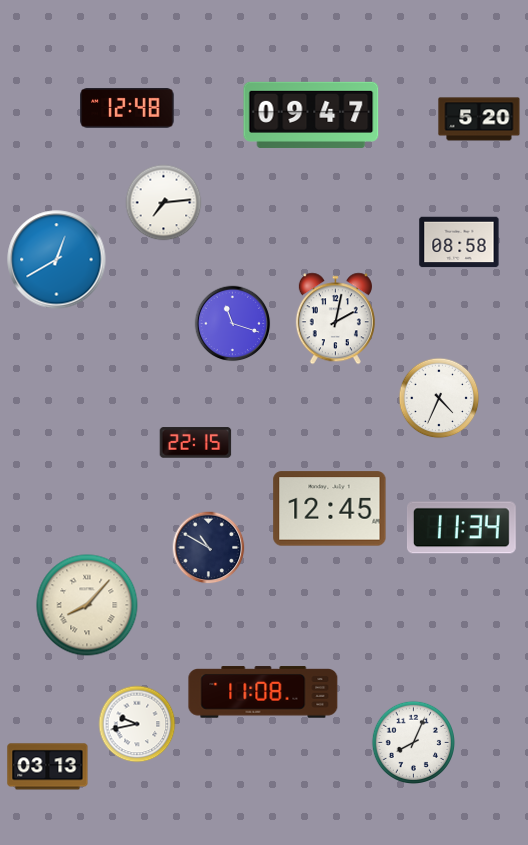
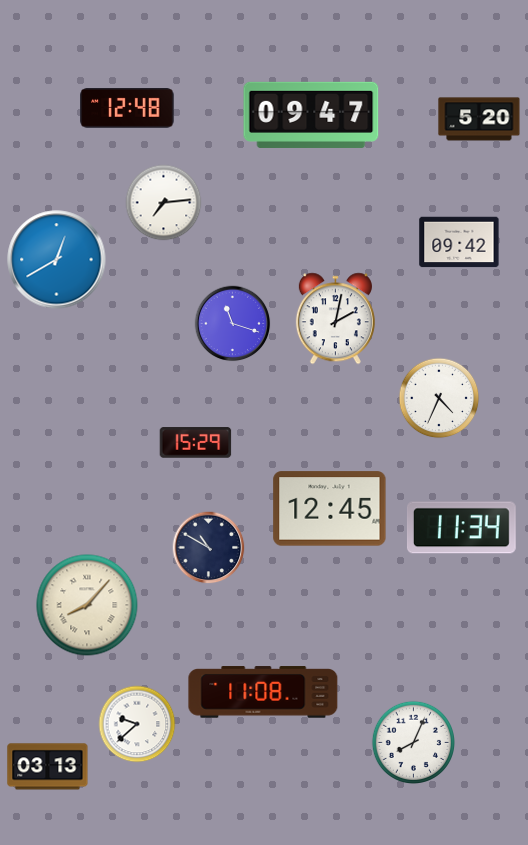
clock at (459, 242): 08:58 -> 09:42
clock at (196, 443): 22:15 -> 15:29
clock at (137, 724): 9:43 -> 9:38
